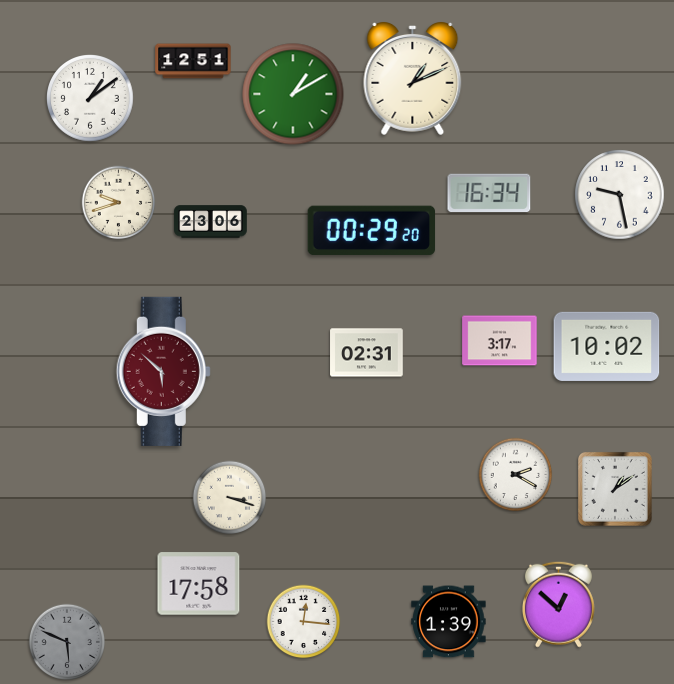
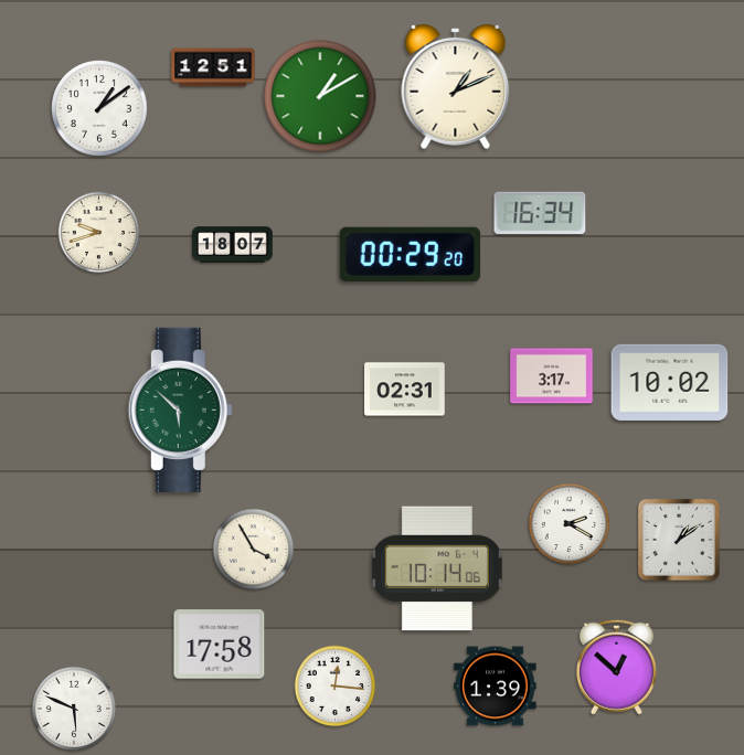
clock at (293, 94) position: (293, 94) -> (320, 96)
clock at (620, 195): 9:28 -> none
clock at (119, 203) position: (119, 203) -> (99, 233)
clock at (211, 222): 23:06 -> 18:07
clock at (163, 371) dial: burgundy -> green
clock at (230, 498): 3:18 -> 3:55
clock at (437, 568): none -> 10:14
clock at (67, 641) dial: grey -> white
